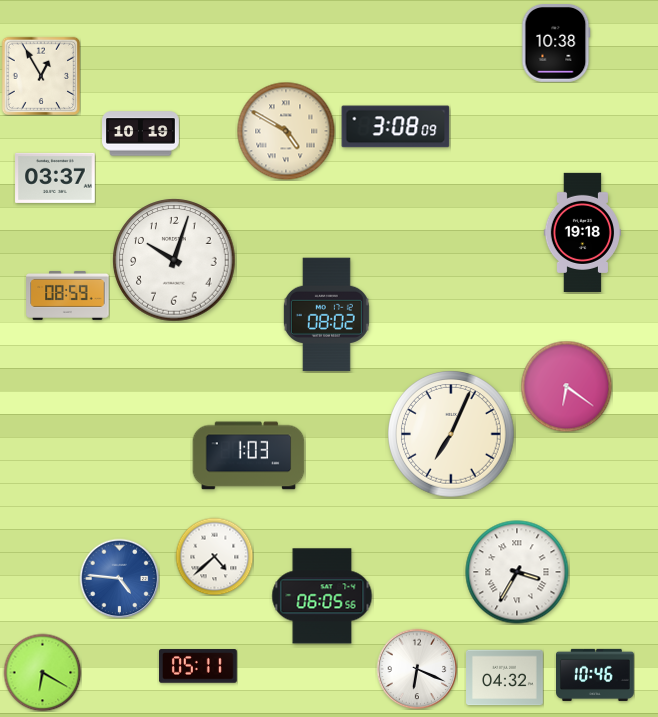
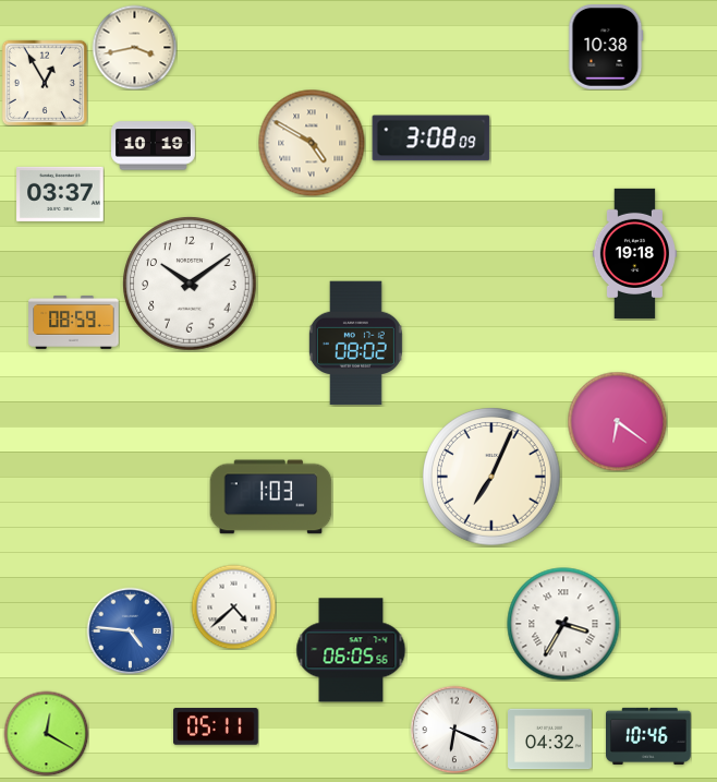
clock at (134, 47): none -> 3:43
clock at (174, 260): 10:03 -> 10:09
clock at (451, 434) position: (451, 434) -> (491, 477)
clock at (42, 672): 6:20 -> 12:20
